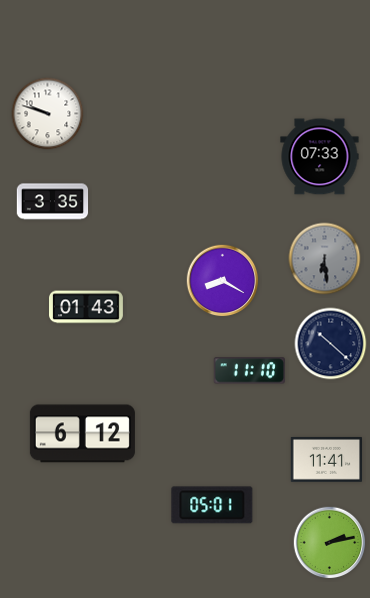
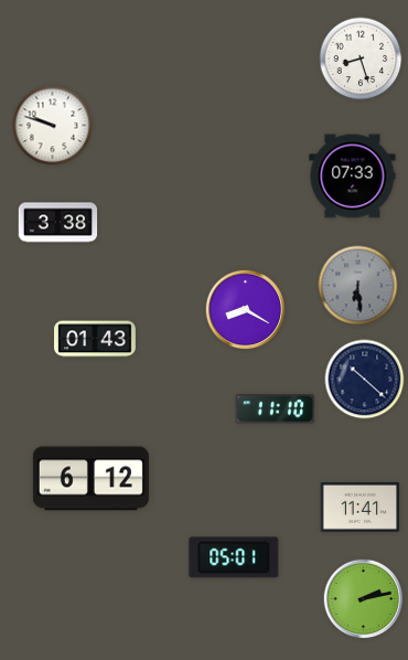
clock at (361, 58): none -> 8:27
clock at (320, 157) position: (320, 157) -> (353, 177)
clock at (53, 202): 3:35 -> 3:38
